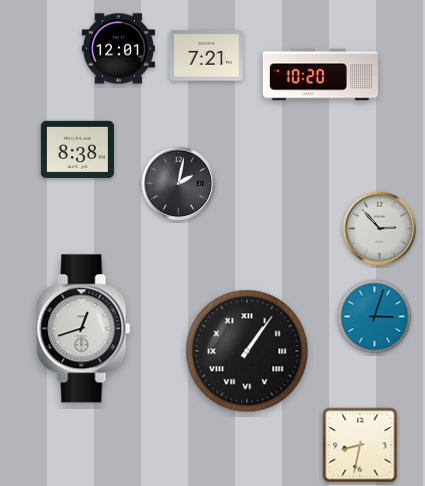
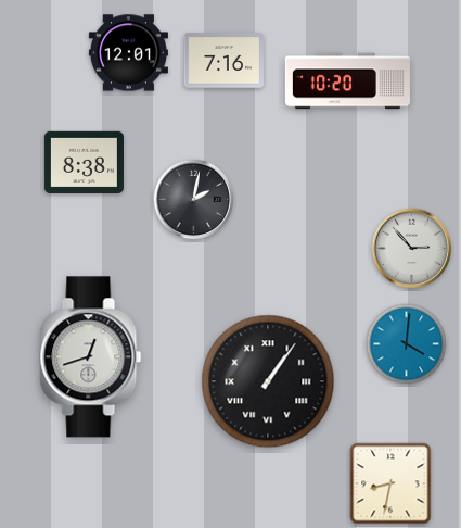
clock at (206, 56): 7:21 -> 7:16
clock at (375, 317): 3:03 -> 4:01
